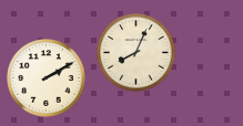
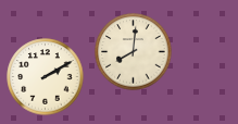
clock at (136, 53): 8:04 -> 8:01
